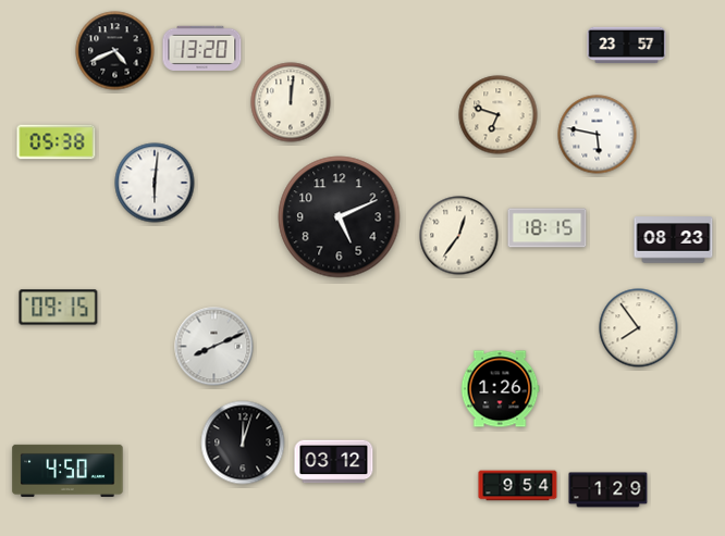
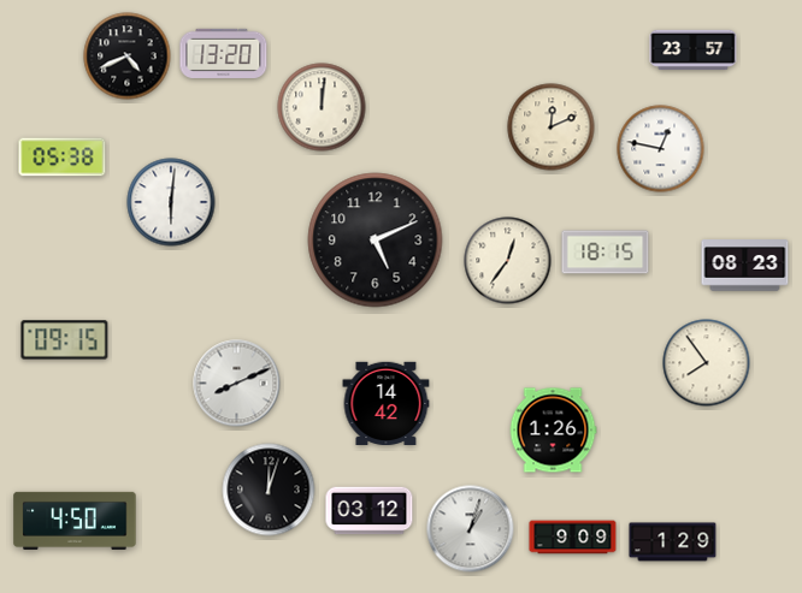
clock at (291, 102) position: (291, 102) -> (322, 107)
clock at (499, 115): 6:48 -> 12:11
clock at (598, 135): 5:47 -> 12:47
clock at (387, 403): none -> 14:42
clock at (471, 529): none -> 1:03
clock at (518, 486): 9:54 -> 9:09
